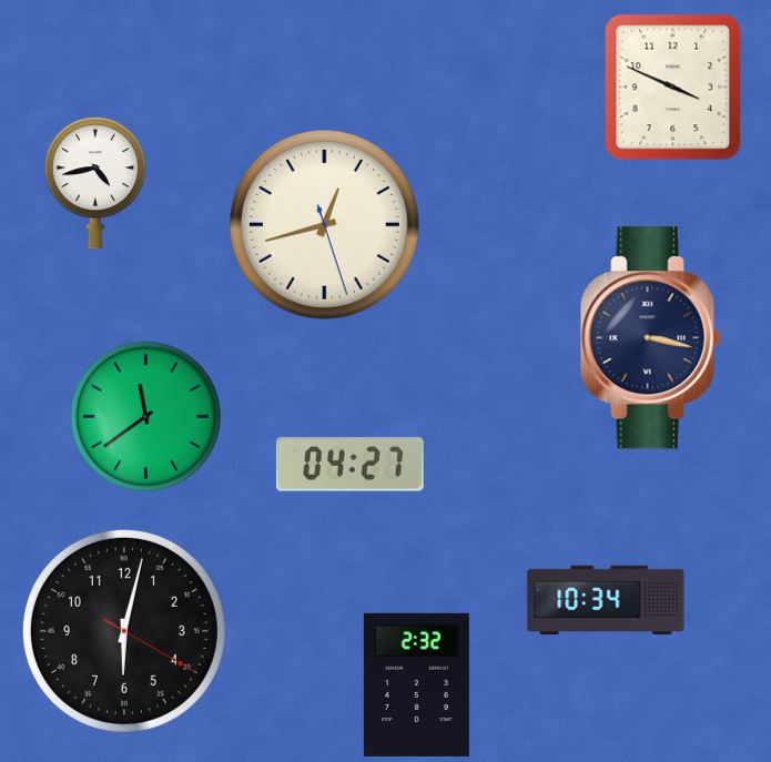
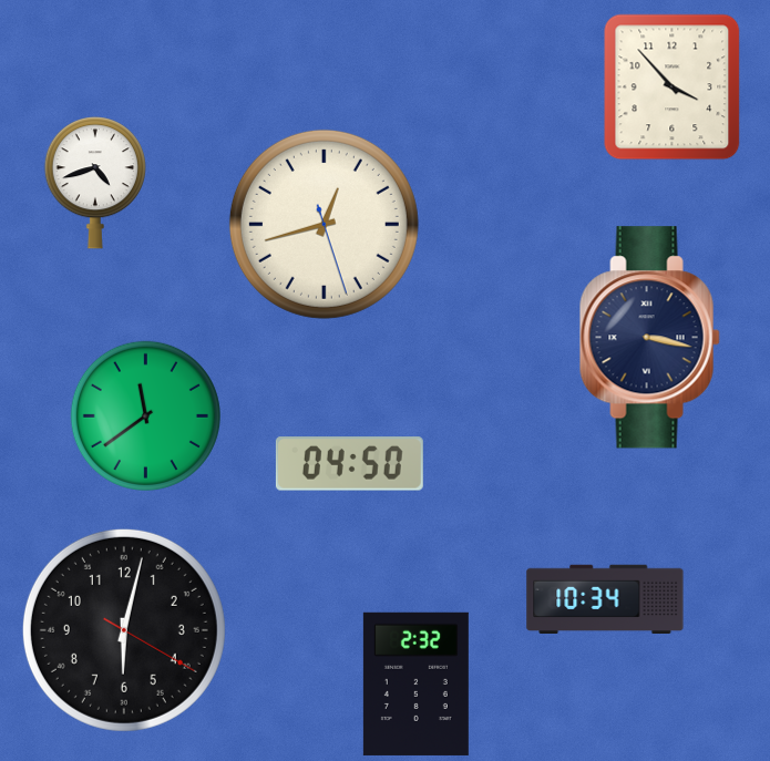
clock at (673, 88): 3:49 -> 3:53
clock at (95, 183): 4:43 -> 4:42
clock at (349, 465): 04:27 -> 04:50
